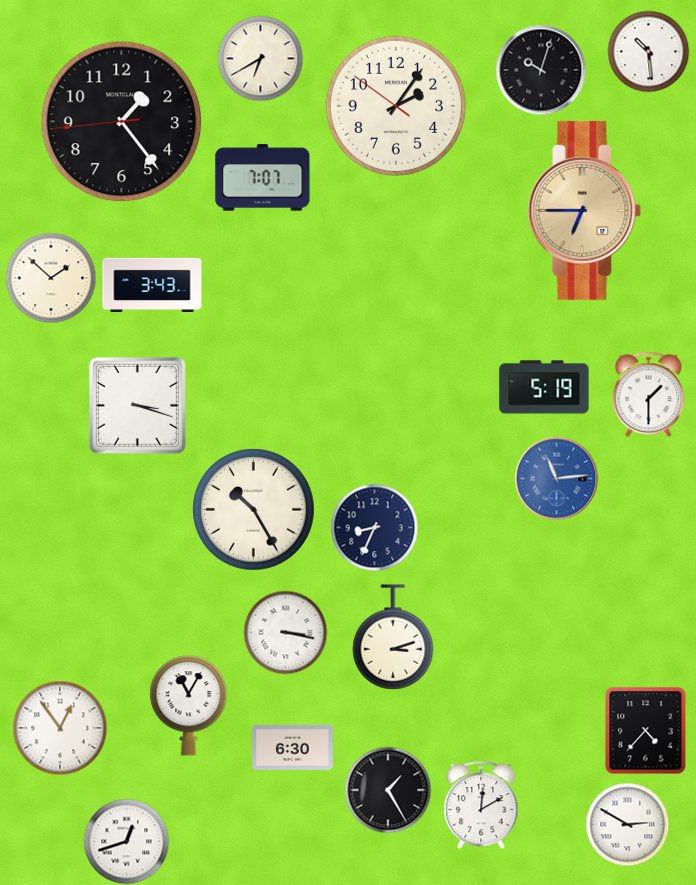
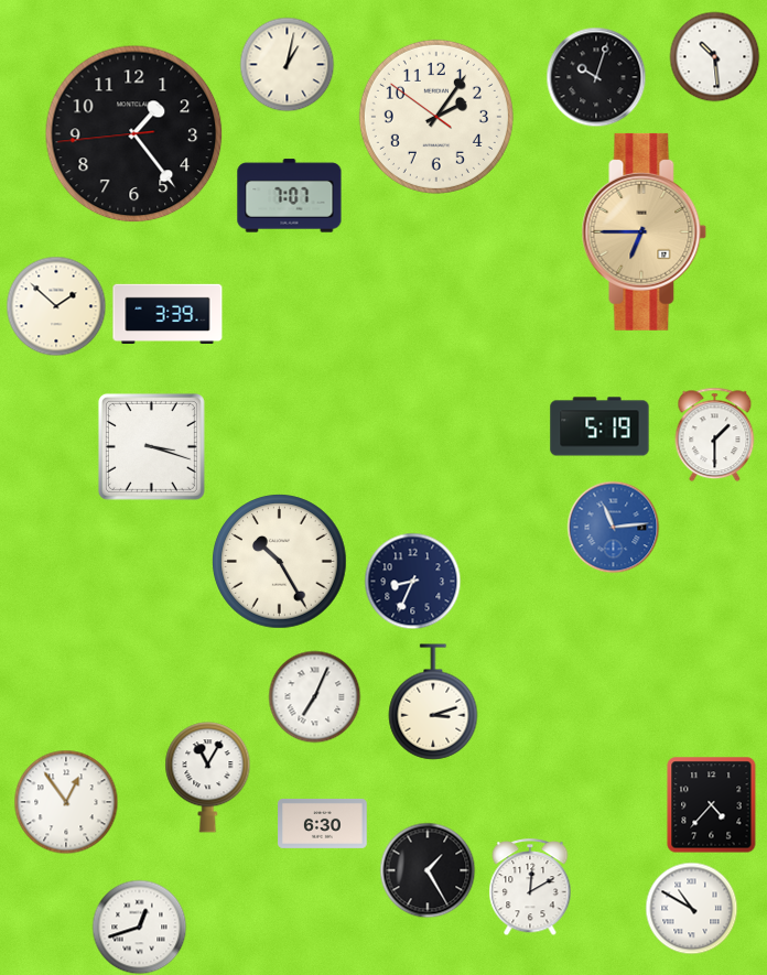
clock at (260, 58): 6:40 -> 1:02
clock at (152, 284): 3:43 -> 3:39
clock at (285, 632): 3:17 -> 7:04
clock at (627, 824): 2:50 -> 10:50
